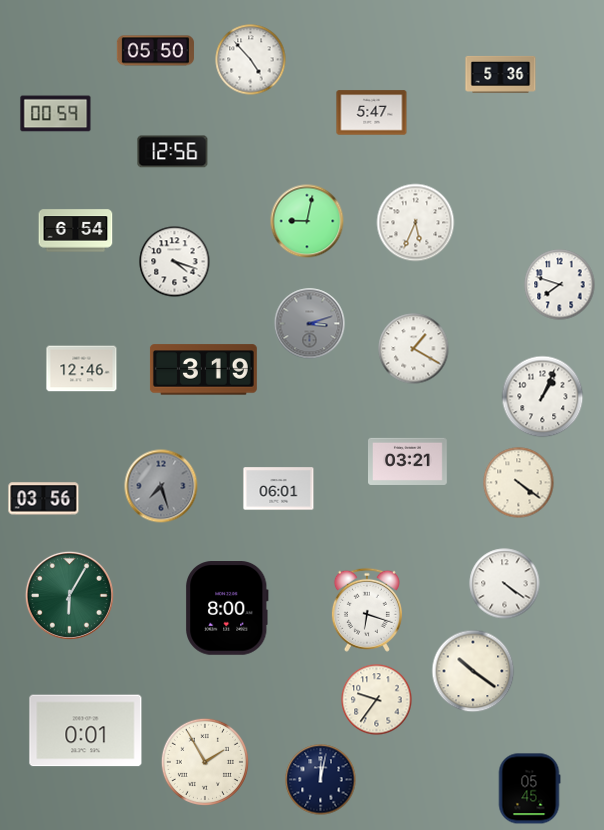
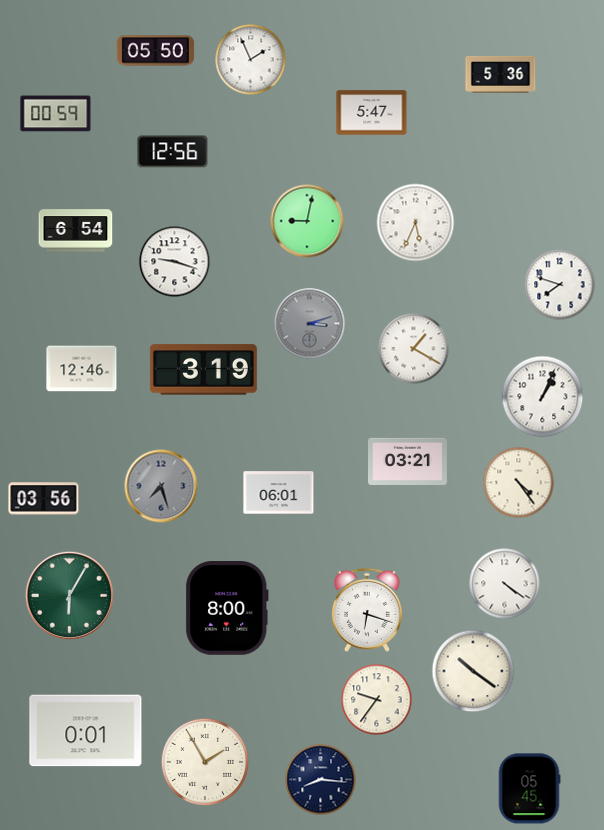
clock at (251, 60): 4:53 -> 1:56
clock at (175, 262): 4:18 -> 9:18
clock at (519, 483): 4:21 -> 4:24
clock at (279, 489) position: (279, 489) -> (279, 493)
clock at (321, 780): 12:02 -> 8:16
